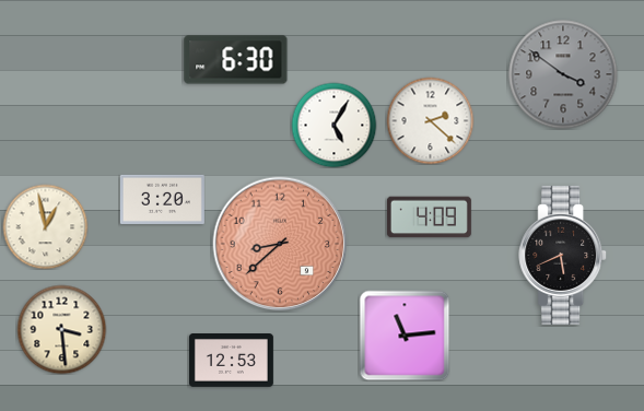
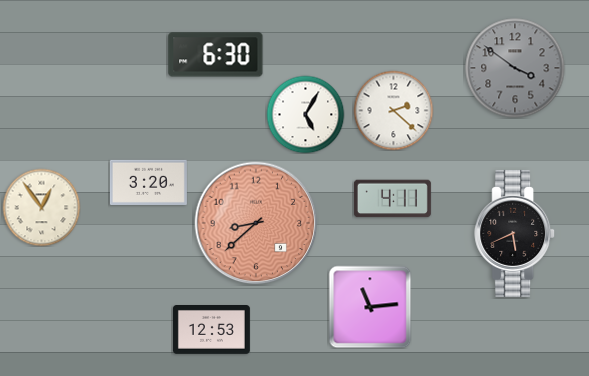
clock at (429, 218): 4:09 -> 4:11
clock at (45, 226): 12:58 -> 12:54
clock at (61, 329): 3:29 -> none
